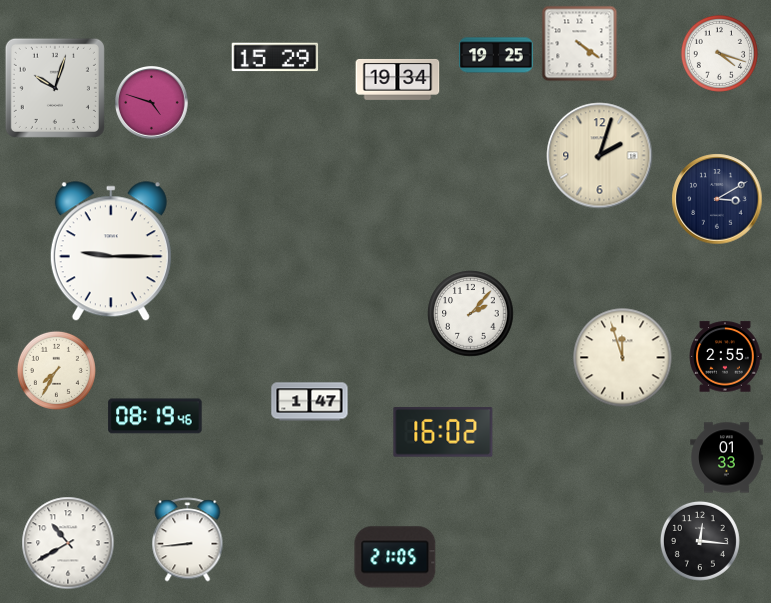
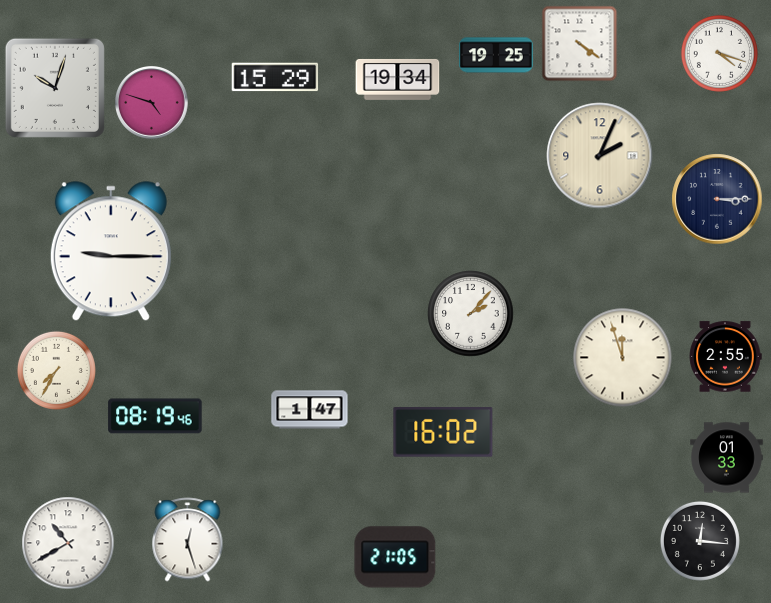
clock at (275, 57) position: (275, 57) -> (275, 77)
clock at (600, 156): 2:03 -> 2:04
clock at (717, 199): 3:10 -> 3:15
clock at (310, 402) position: (310, 402) -> (310, 410)
clock at (188, 540): 8:44 -> 12:27
